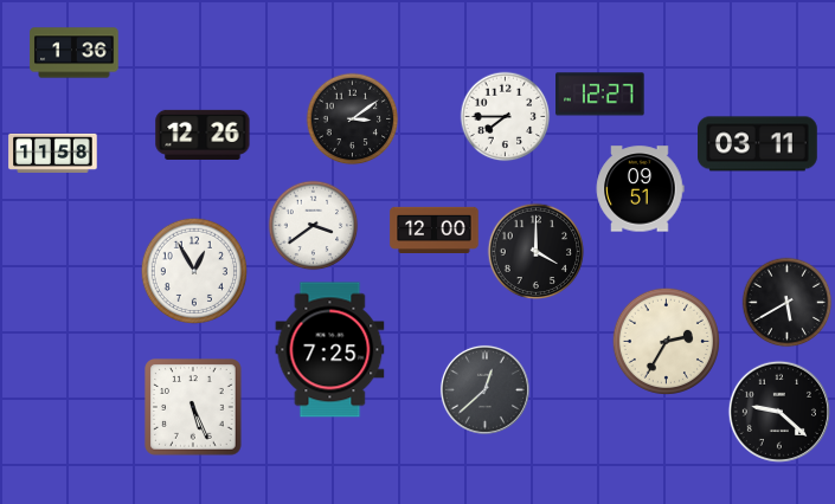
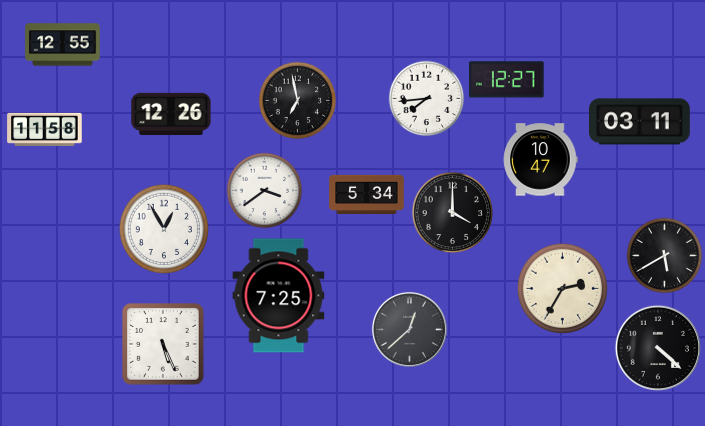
clock at (75, 53): 1:36 -> 12:55
clock at (506, 117): 7:45 -> 7:44
clock at (353, 119): 3:09 -> 6:58
clock at (640, 189): 09:51 -> 10:47
clock at (435, 230): 12:00 -> 5:34
clock at (779, 412): 9:22 -> 4:22
